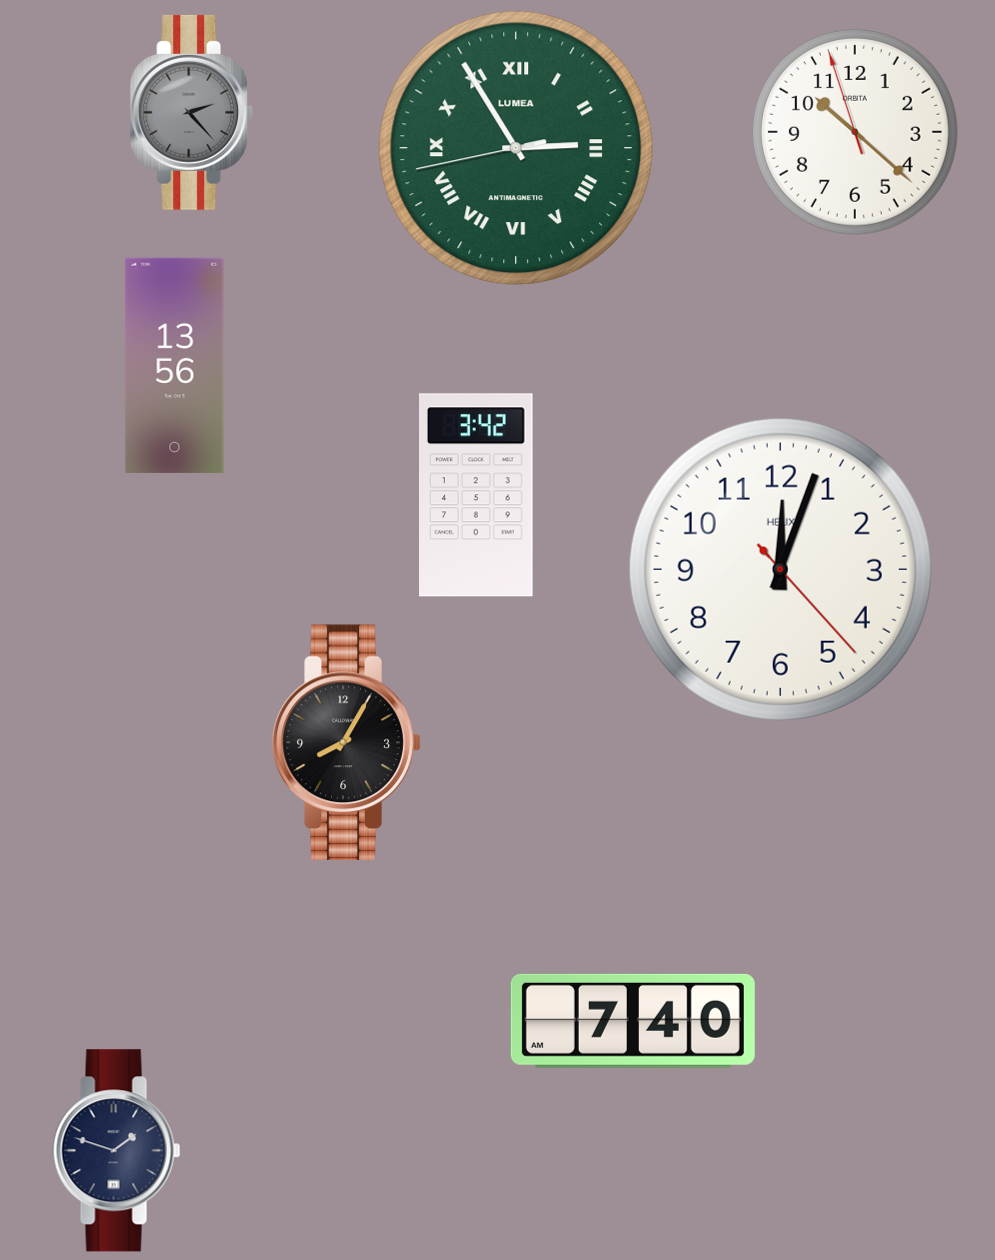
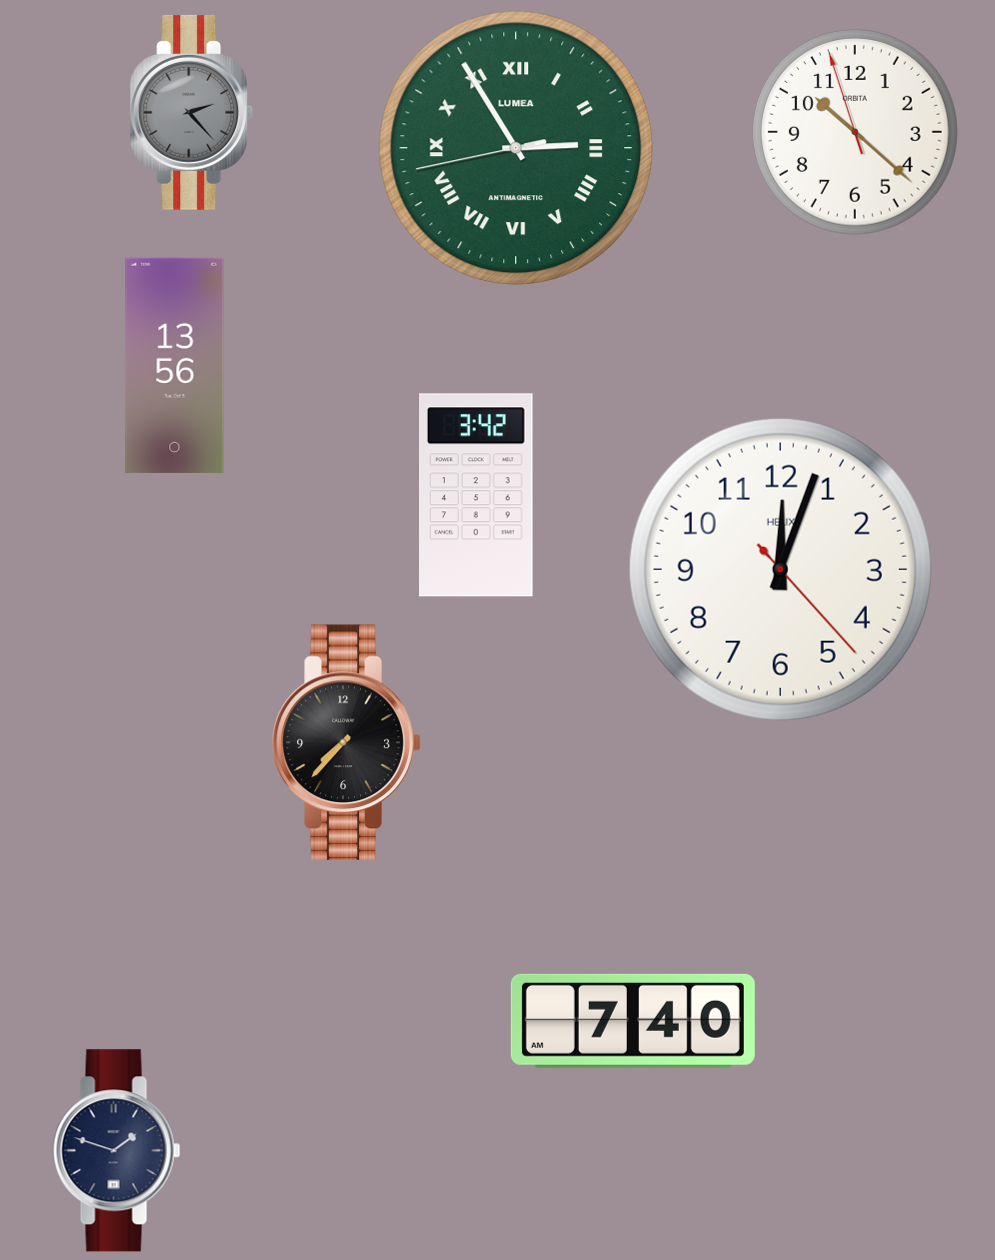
clock at (347, 743): 8:05 -> 7:37
